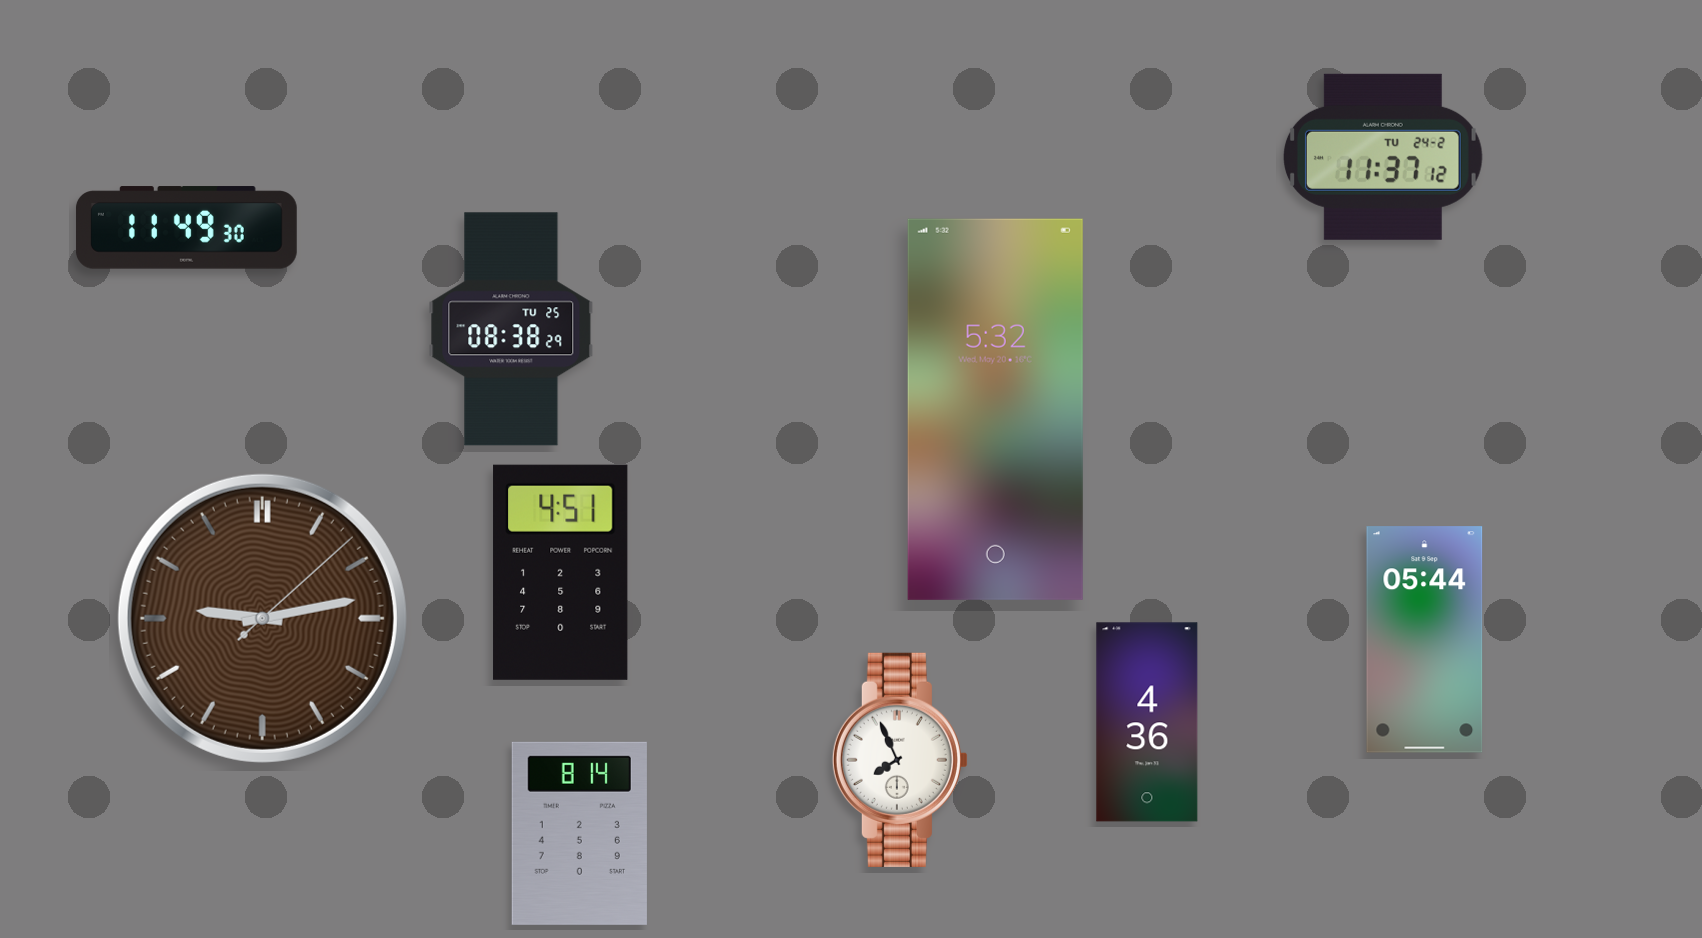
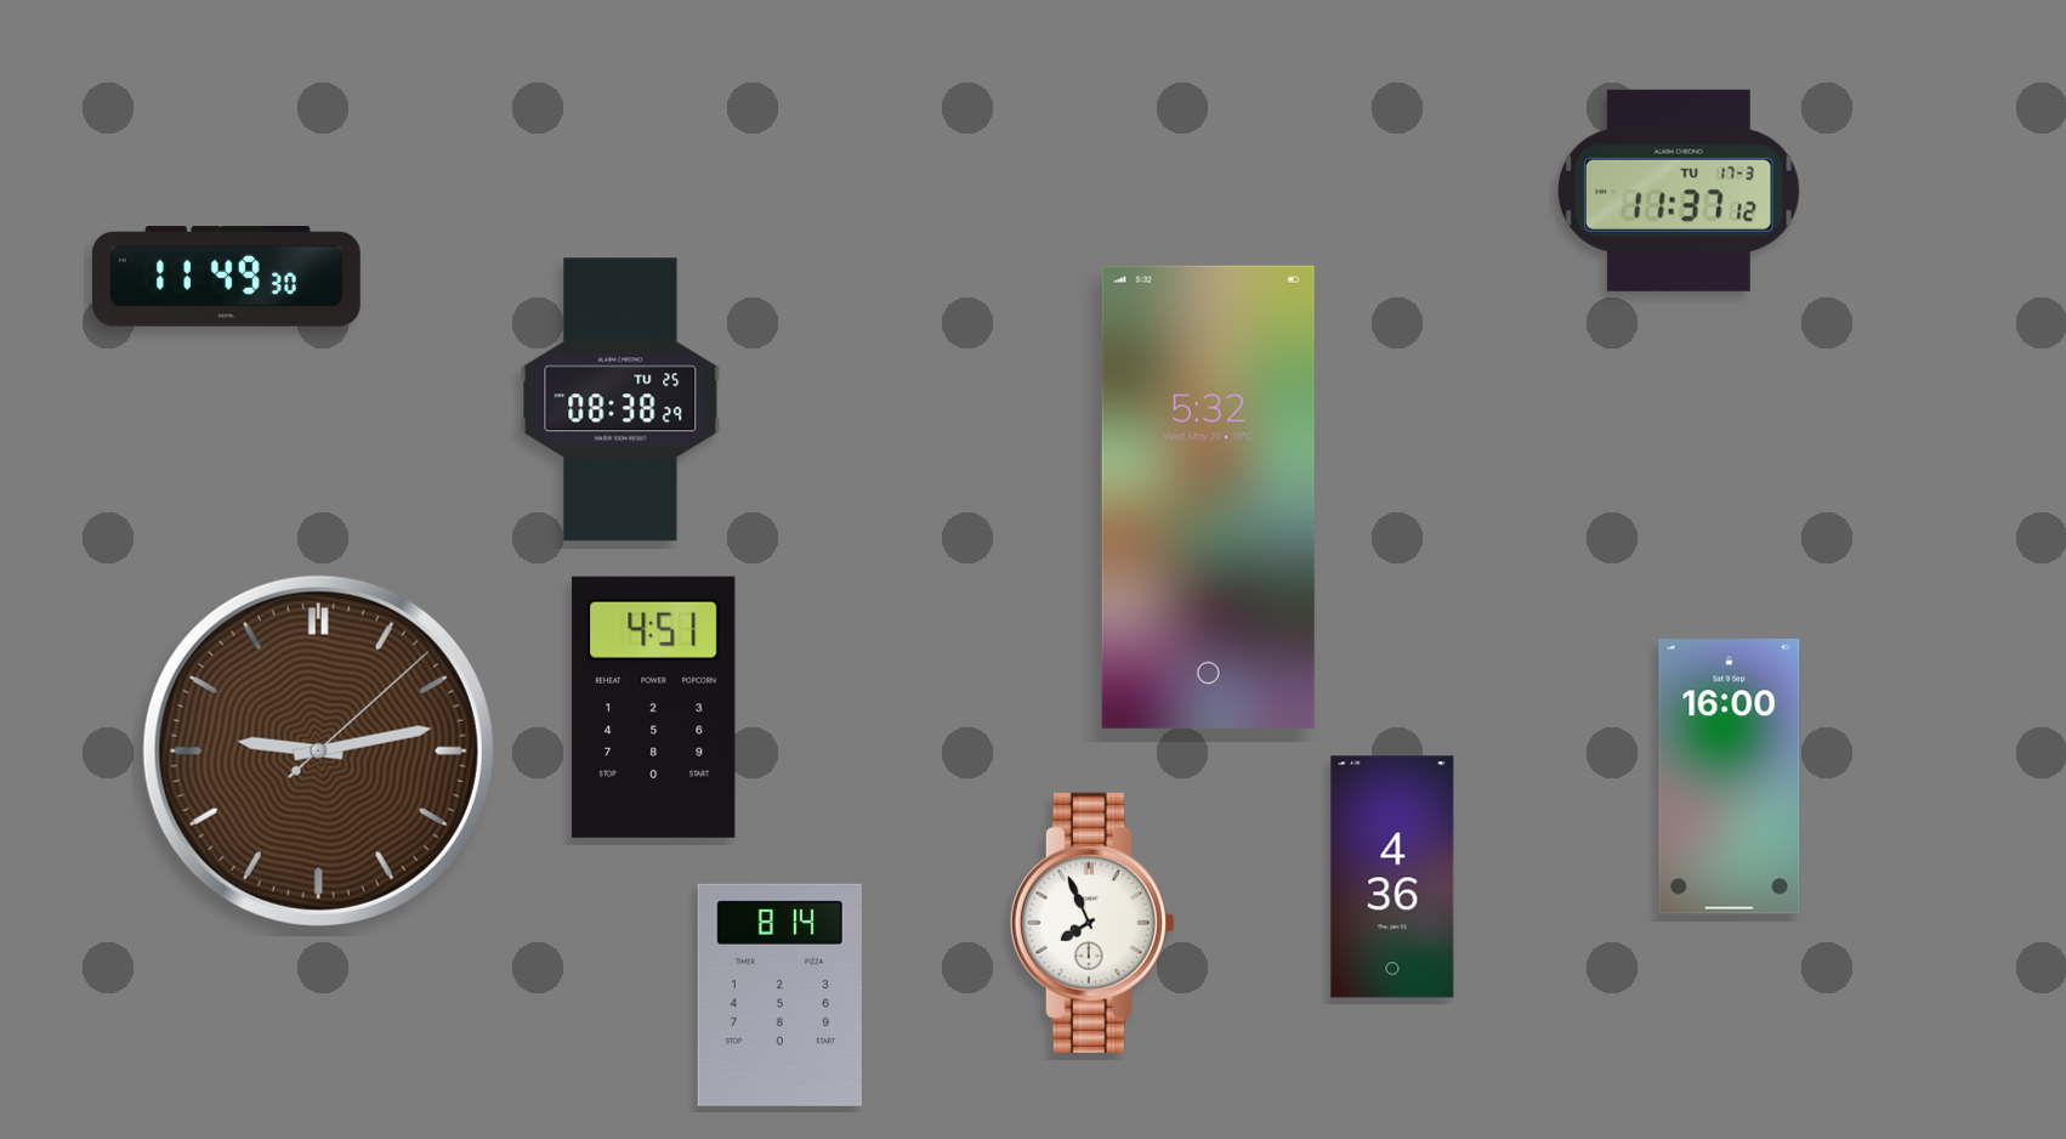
clock at (1383, 157) date: TU 24-2 -> TU 17-3
clock at (561, 572) position: (561, 572) -> (654, 707)
clock at (1425, 640): 05:44 -> 16:00
clock at (579, 833) position: (579, 833) -> (779, 994)
